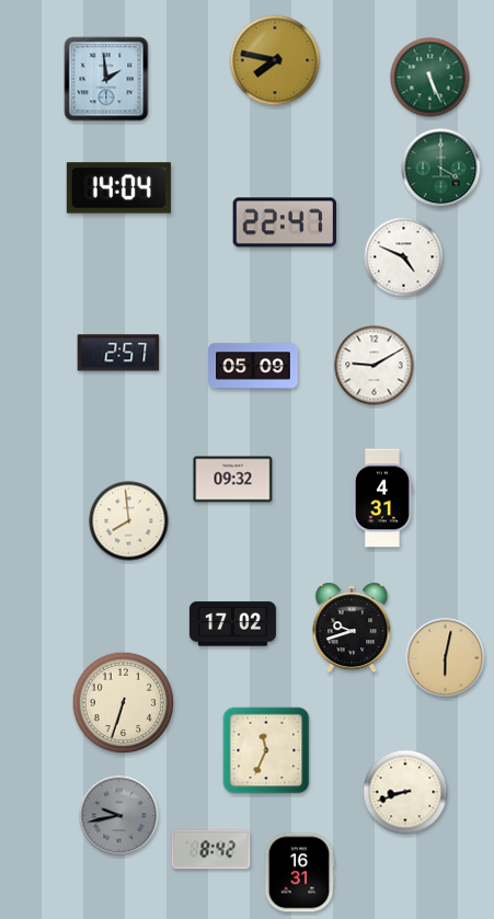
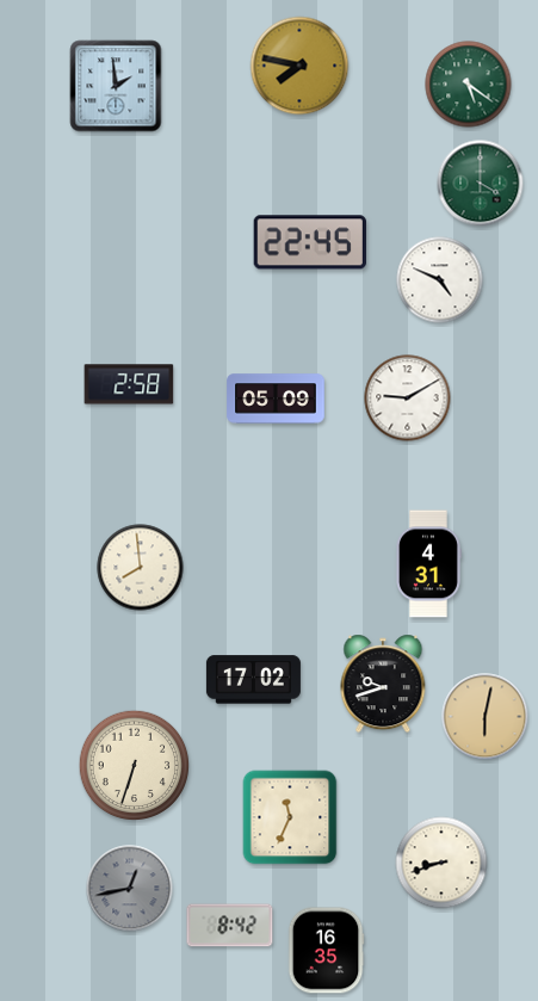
clock at (430, 78): 5:26 -> 5:21
clock at (118, 188): 14:04 -> none
clock at (285, 222): 22:47 -> 22:45
clock at (118, 353): 2:57 -> 2:58
clock at (233, 480): 09:32 -> none
clock at (383, 498) position: (383, 498) -> (429, 564)
clock at (119, 816): 9:43 -> 12:43
clock at (299, 873): 16:31 -> 16:35
